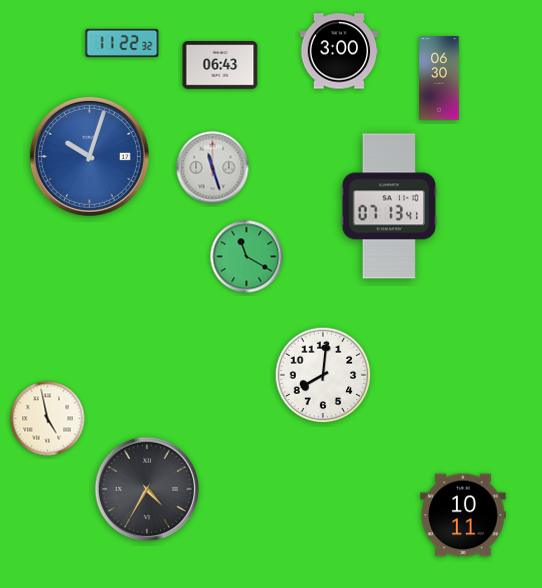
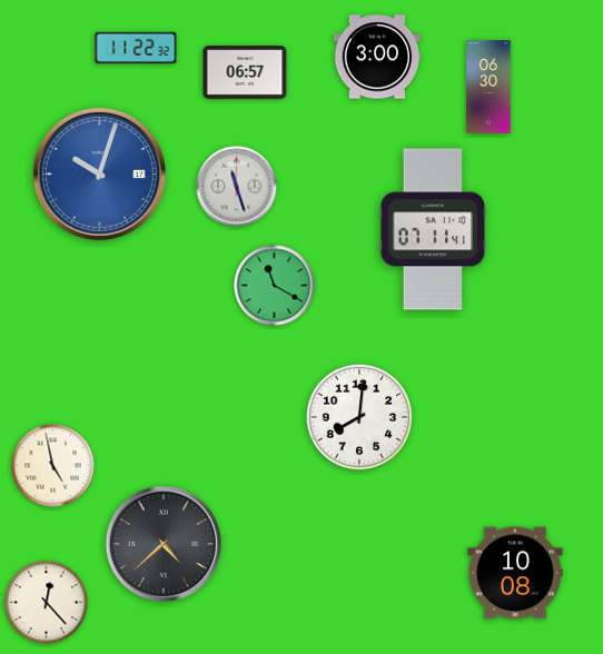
clock at (220, 65): 06:43 -> 06:57
clock at (389, 206): 07:13 -> 07:11
clock at (147, 489): 4:35 -> 4:38
clock at (463, 515): 10:11 -> 10:08
clock at (47, 603): none -> 12:23
